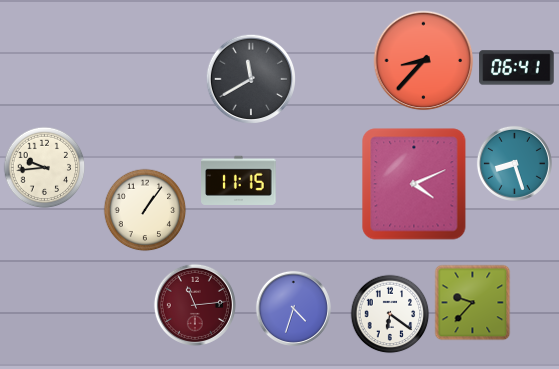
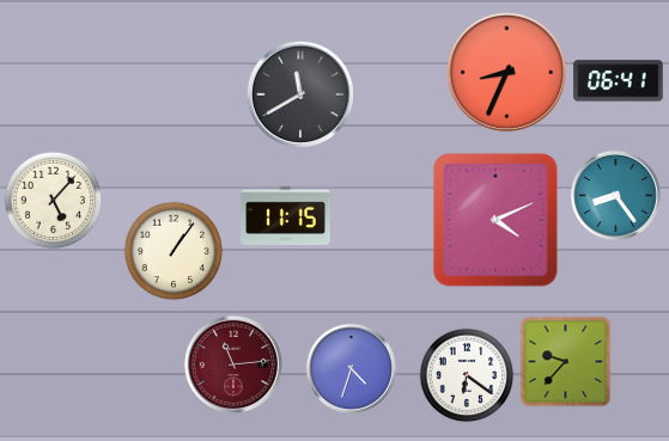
clock at (424, 61): 8:37 -> 8:34
clock at (514, 163): 8:27 -> 8:24
clock at (45, 168): 9:44 -> 5:07
